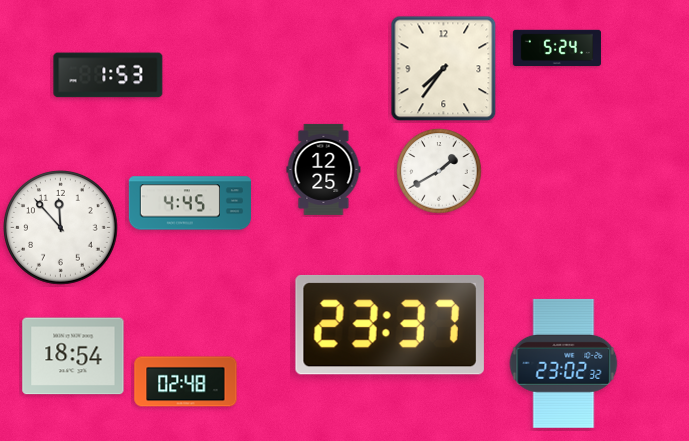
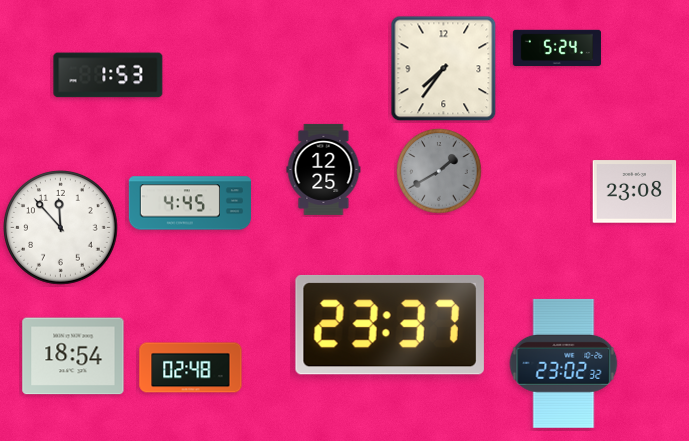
clock at (439, 171) dial: white -> grey
clock at (635, 192): none -> 23:08
clock at (186, 382) position: (186, 382) -> (191, 368)
